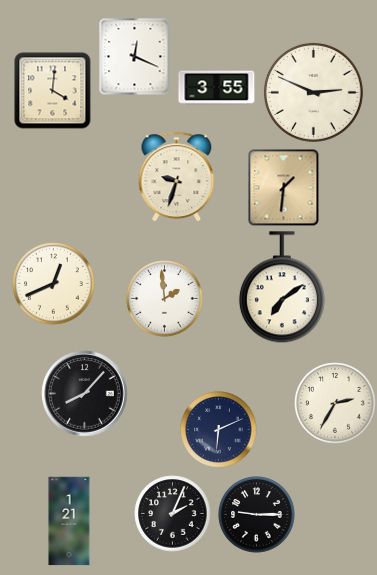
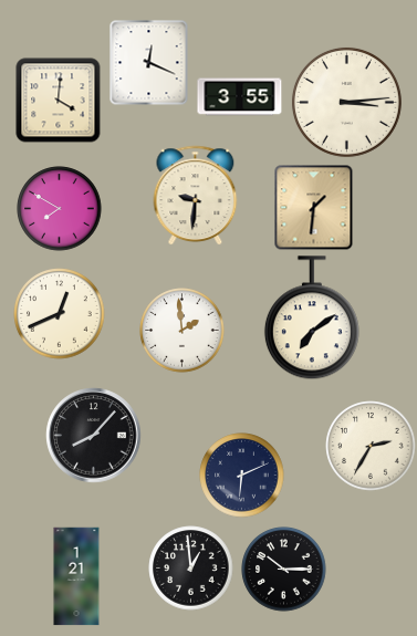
clock at (313, 92): 2:49 -> 3:14
clock at (177, 177): 9:33 -> 9:31
clock at (60, 209): none -> 7:50
clock at (173, 514): 2:04 -> 12:59
clock at (257, 515): 9:15 -> 10:15
